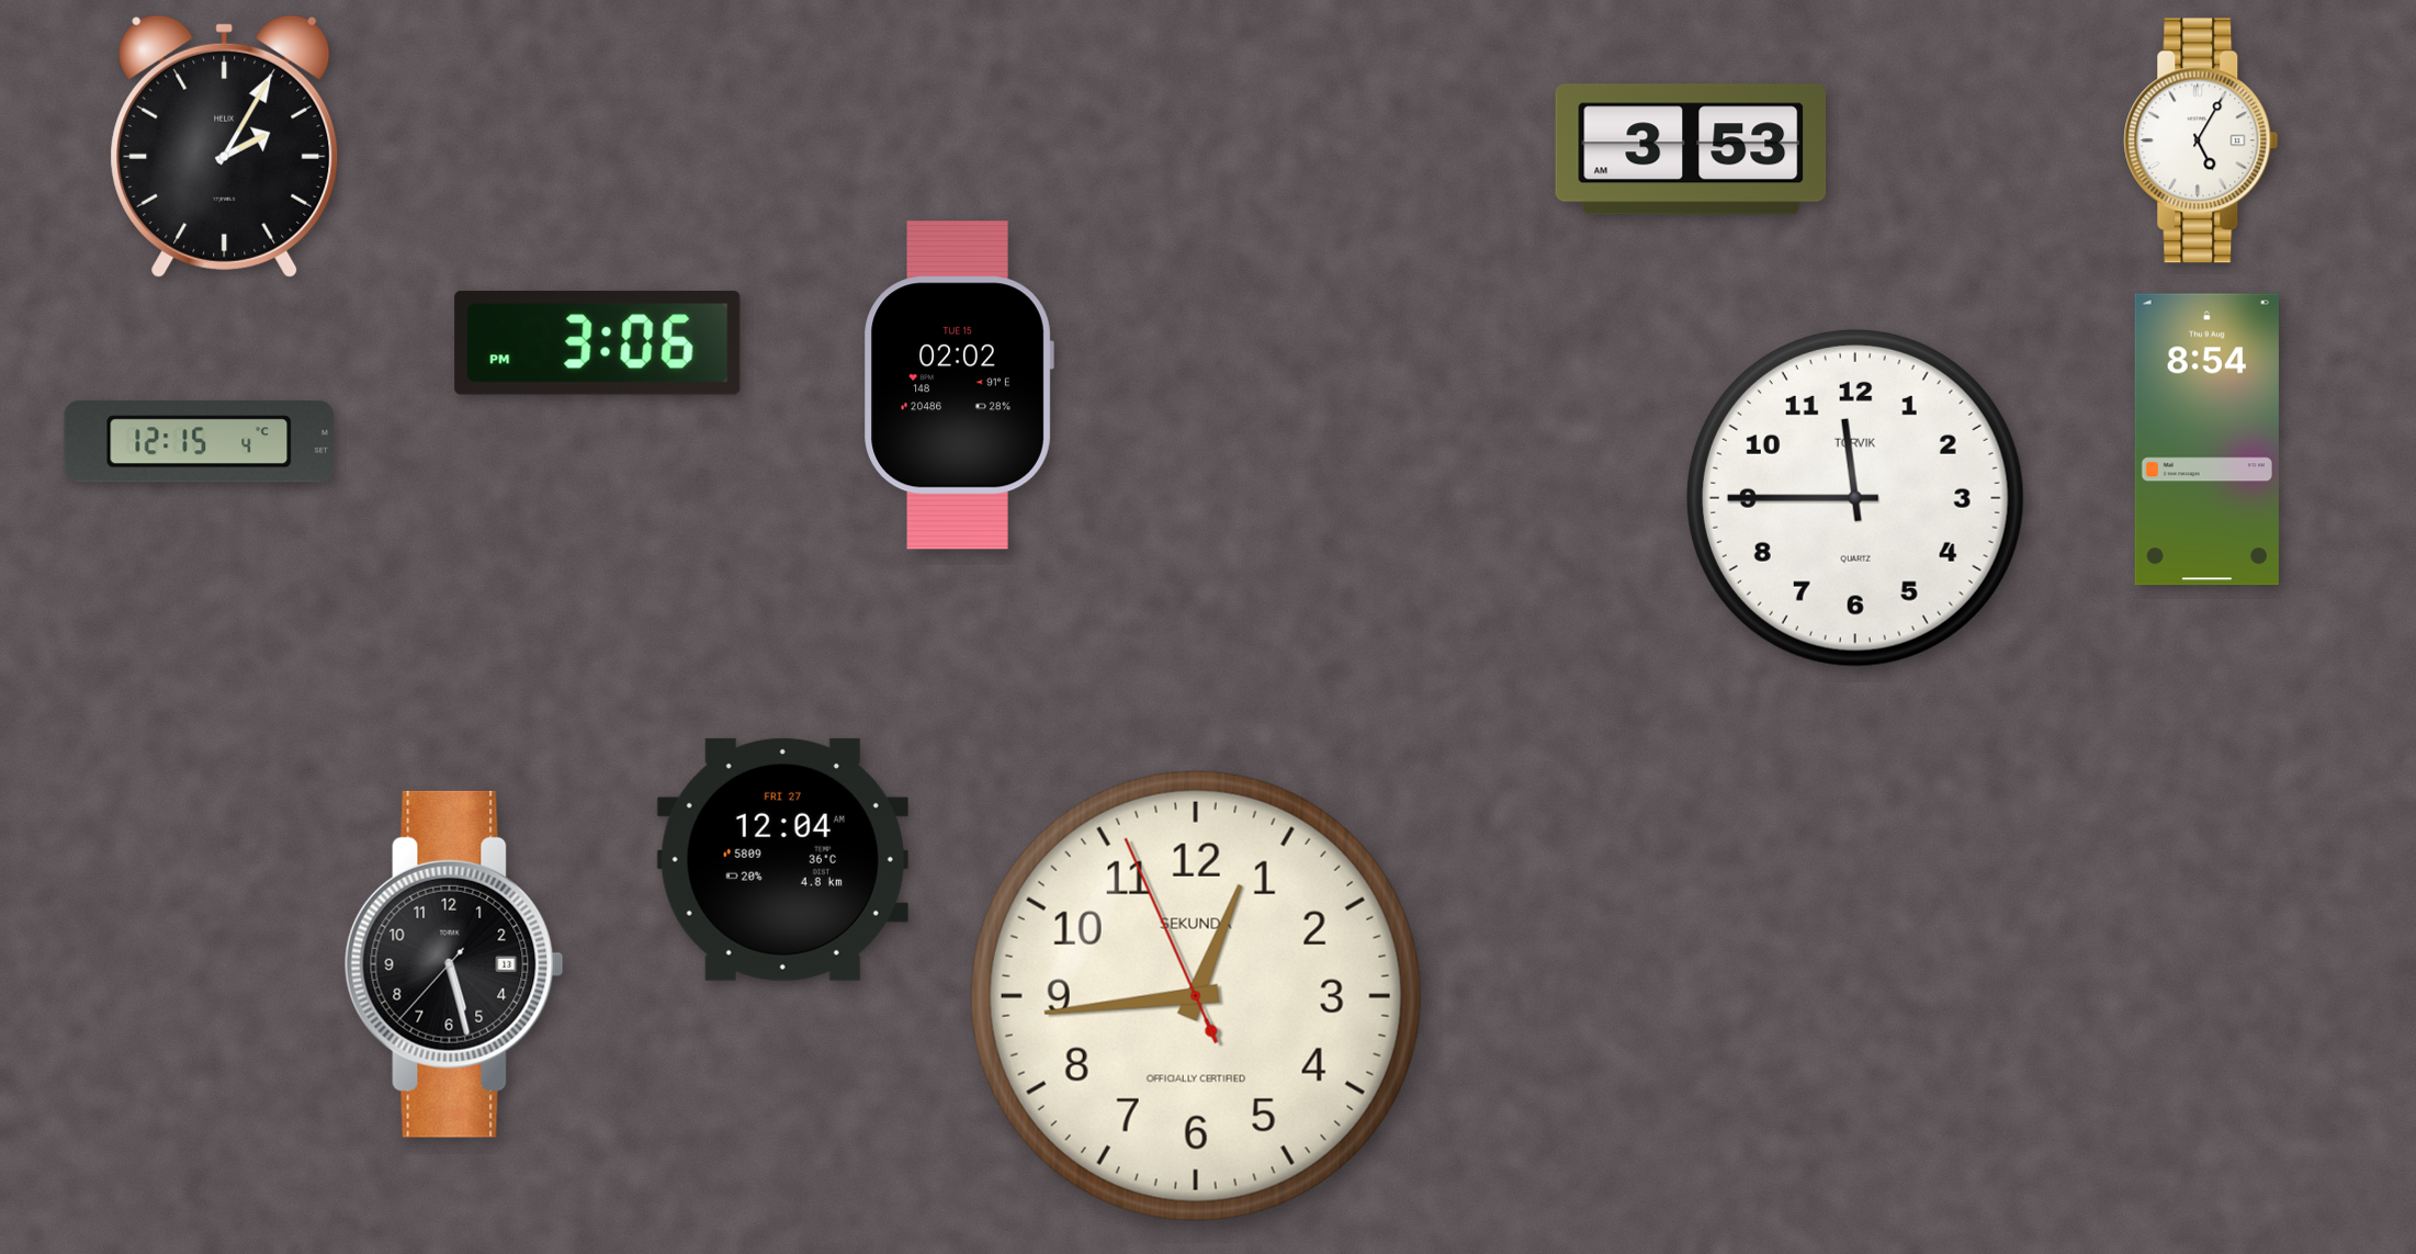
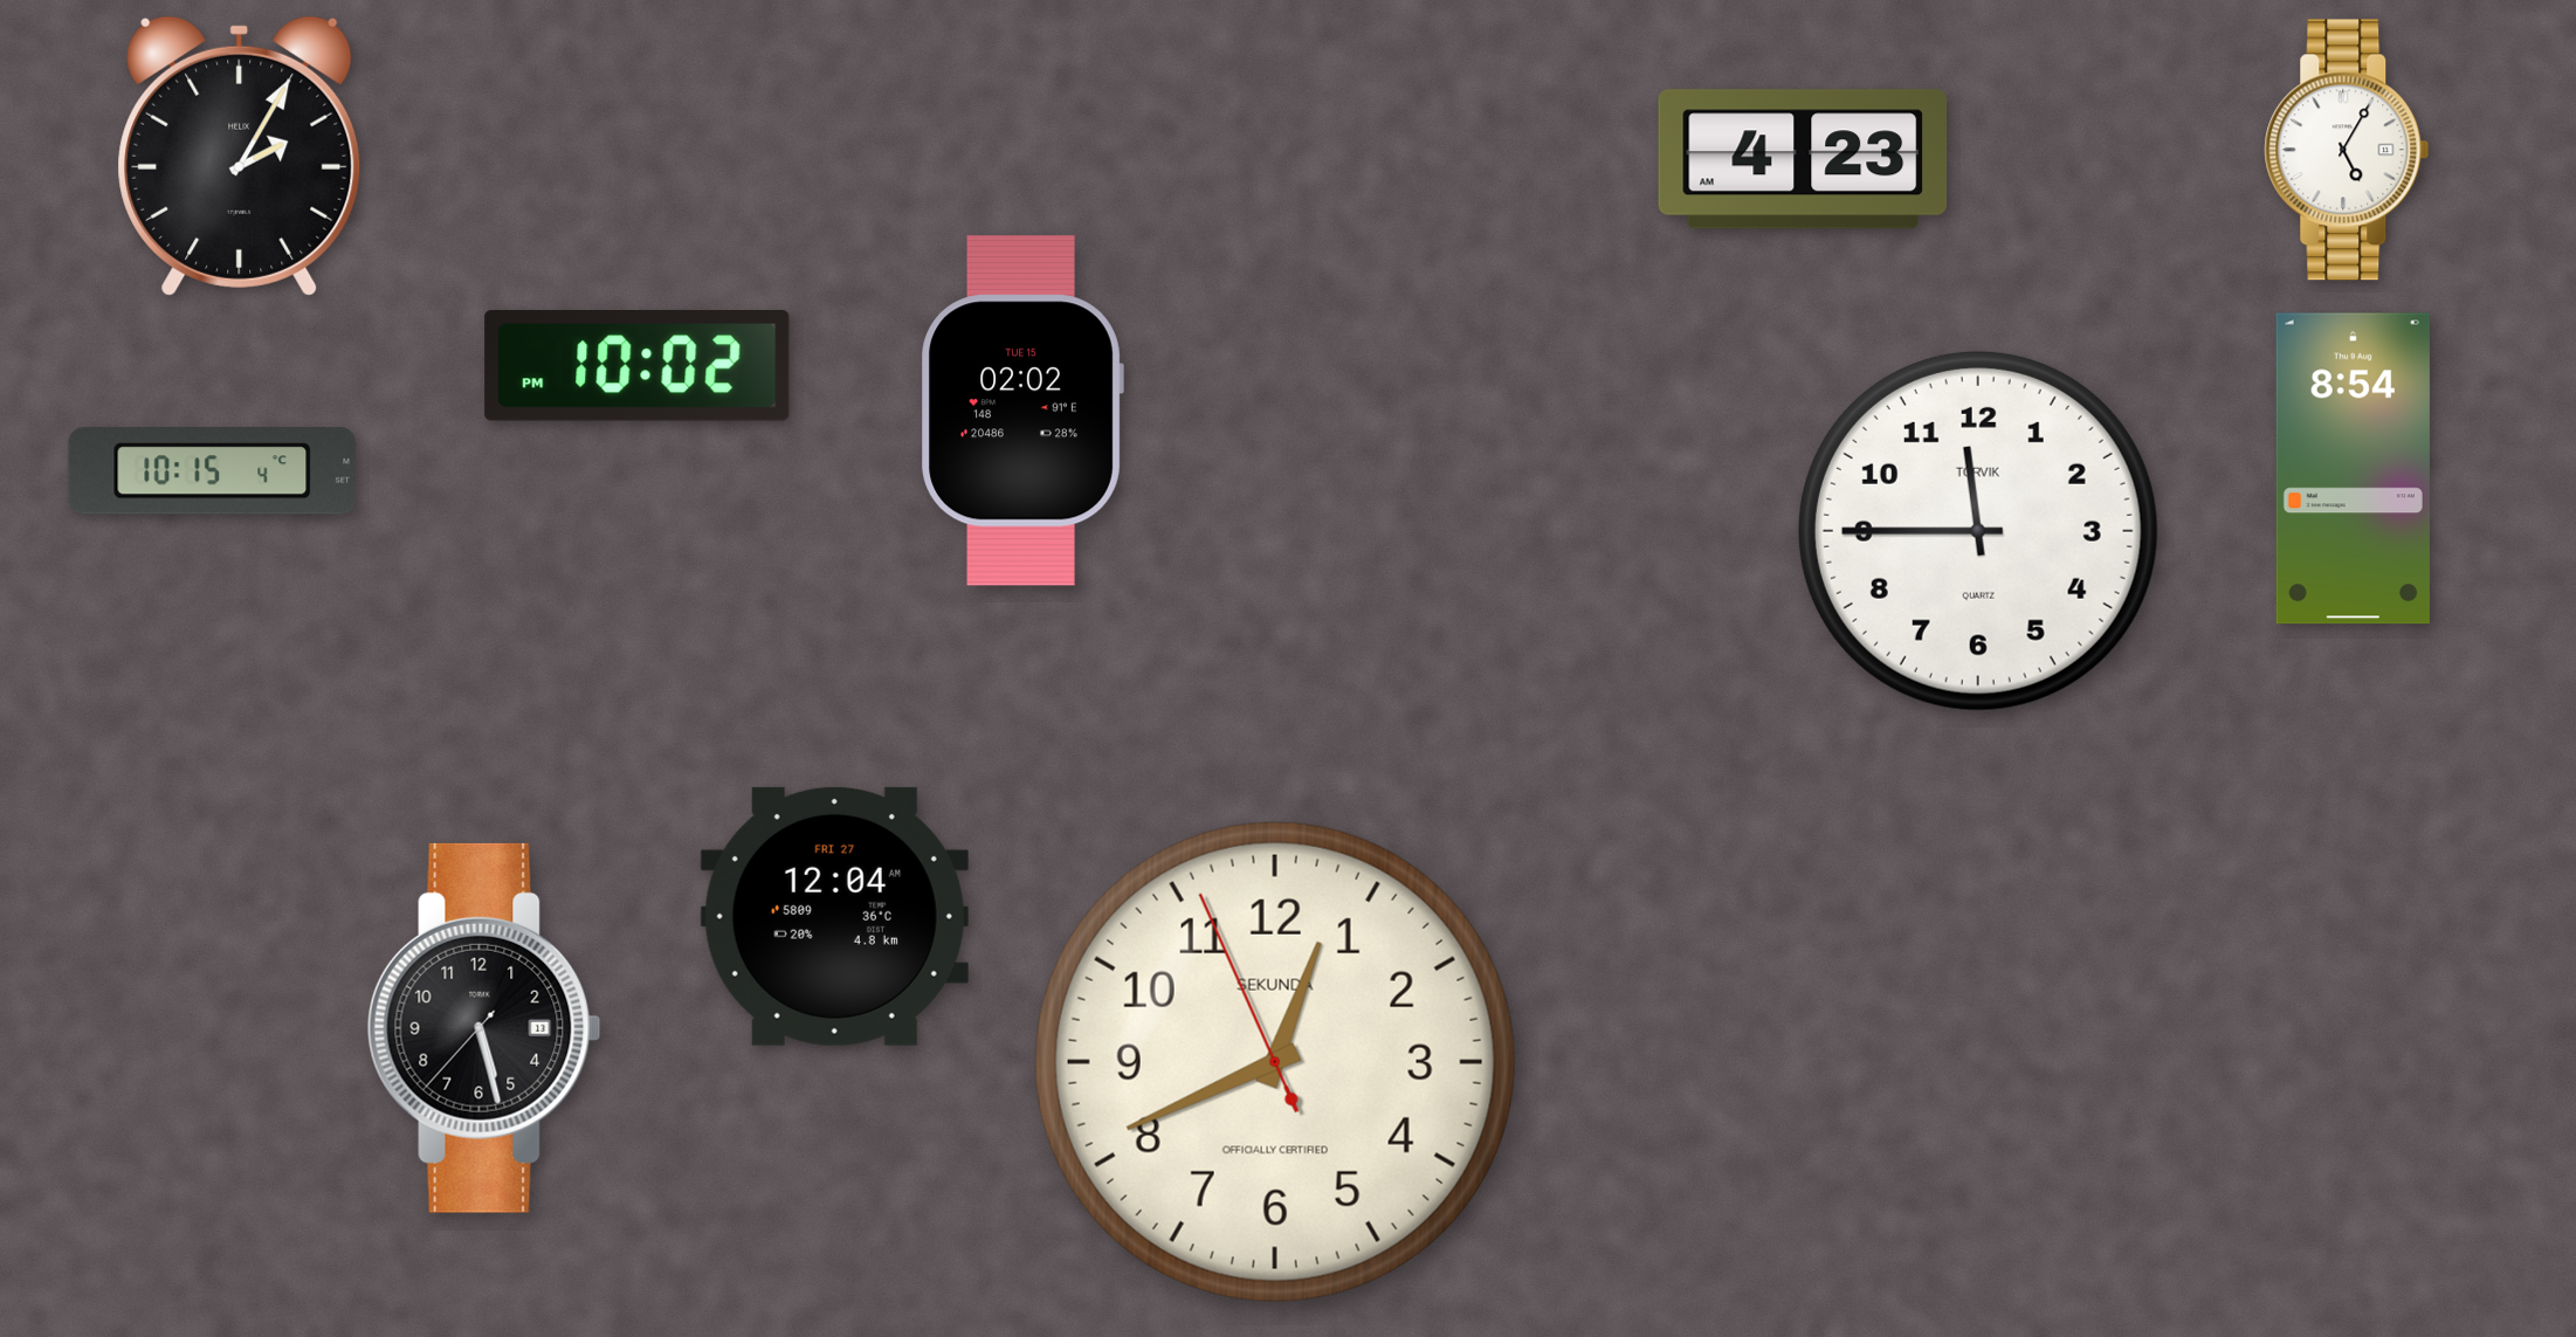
clock at (1691, 149): 3:53 -> 4:23
clock at (598, 343): 3:06 -> 10:02
clock at (200, 442): 12:15 -> 10:15
clock at (1196, 996): 12:43 -> 12:40
